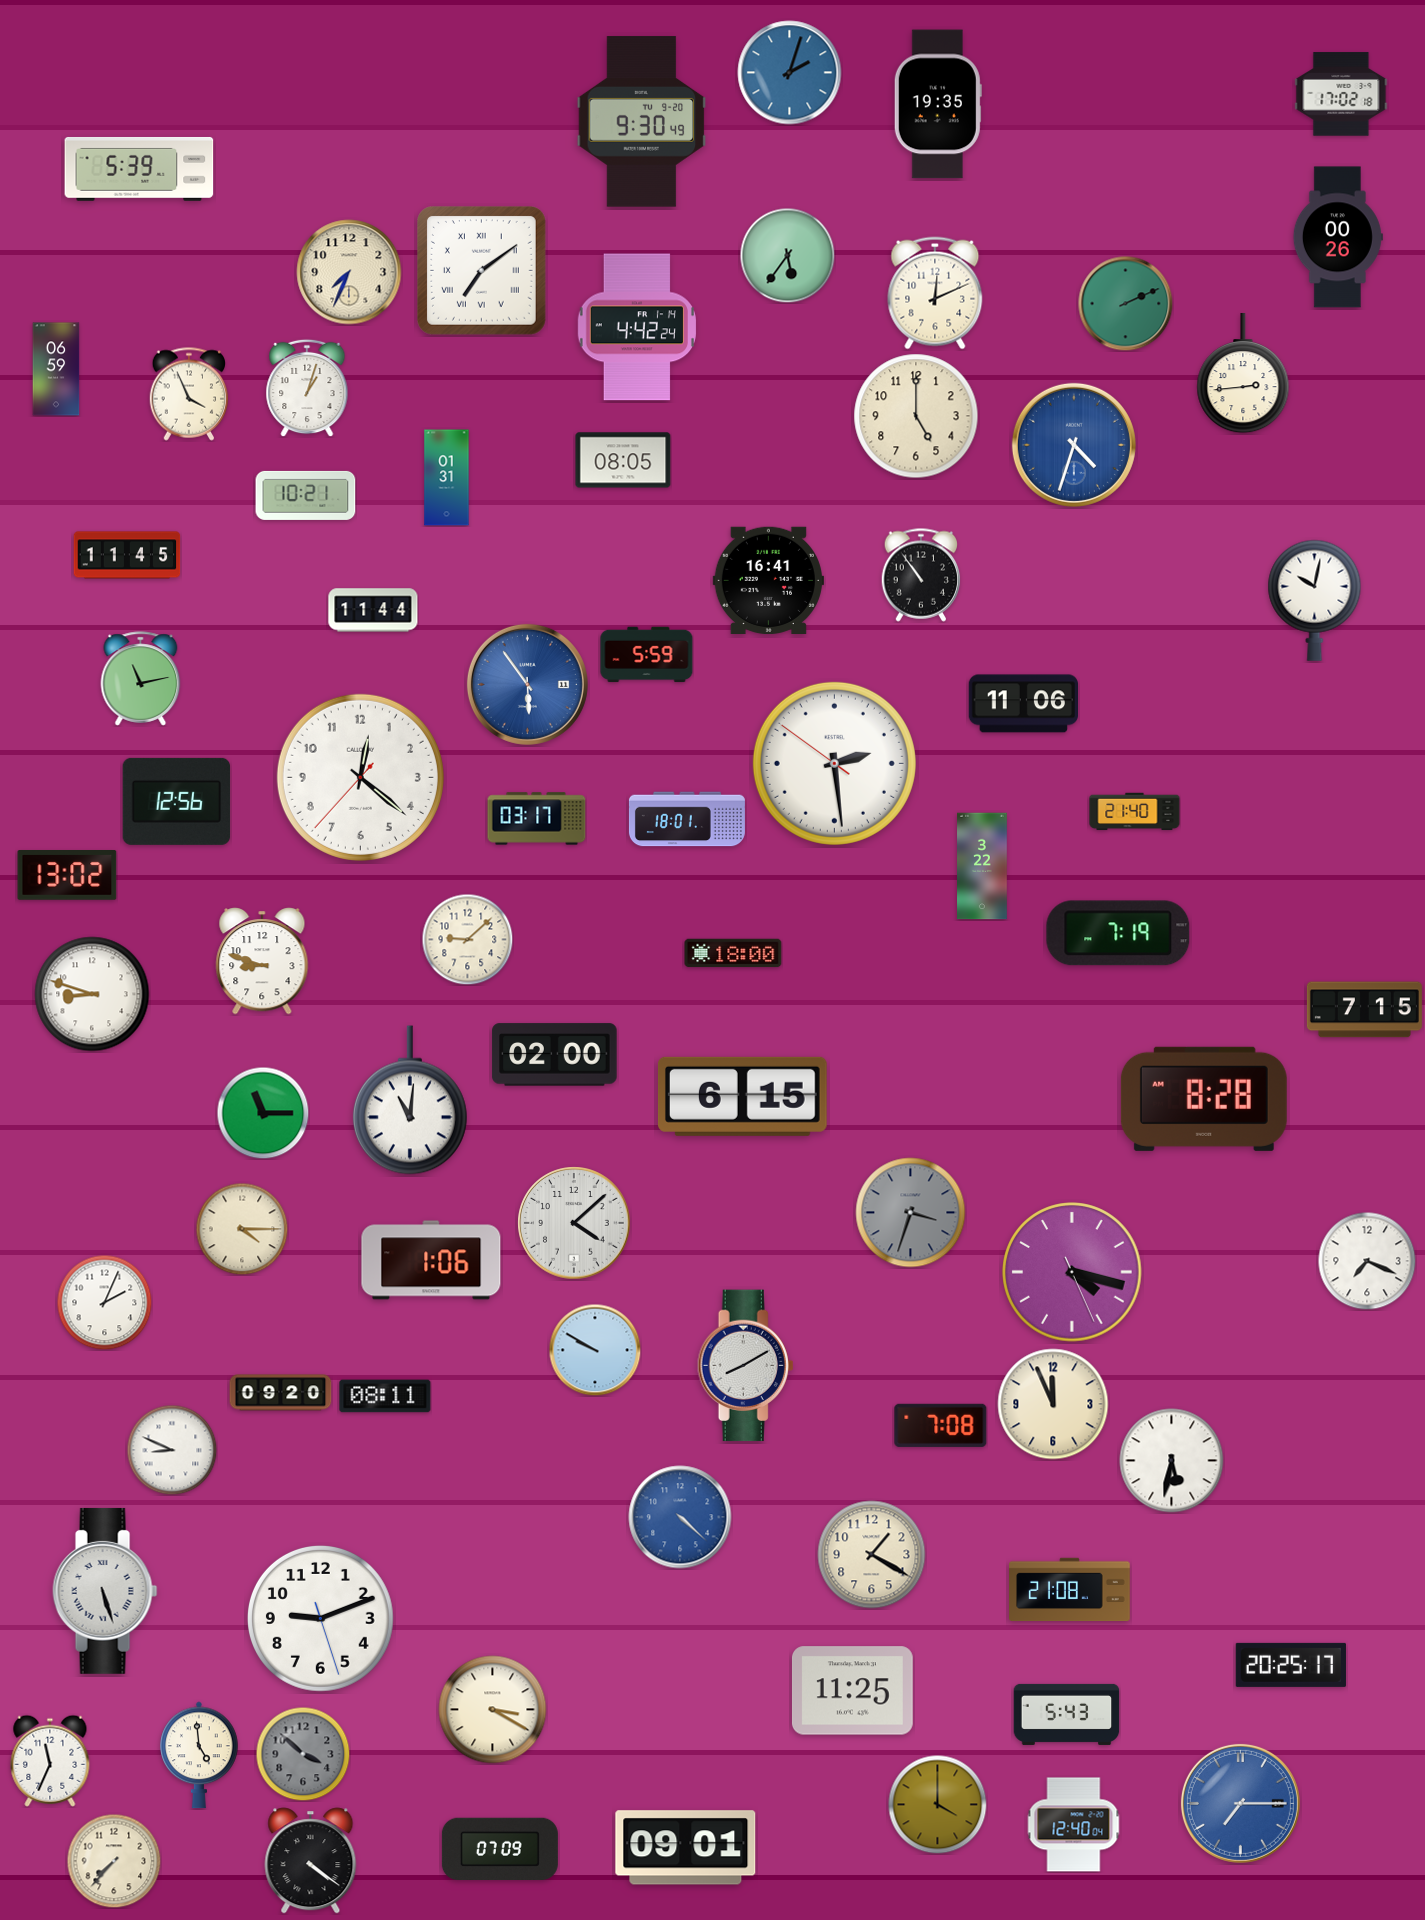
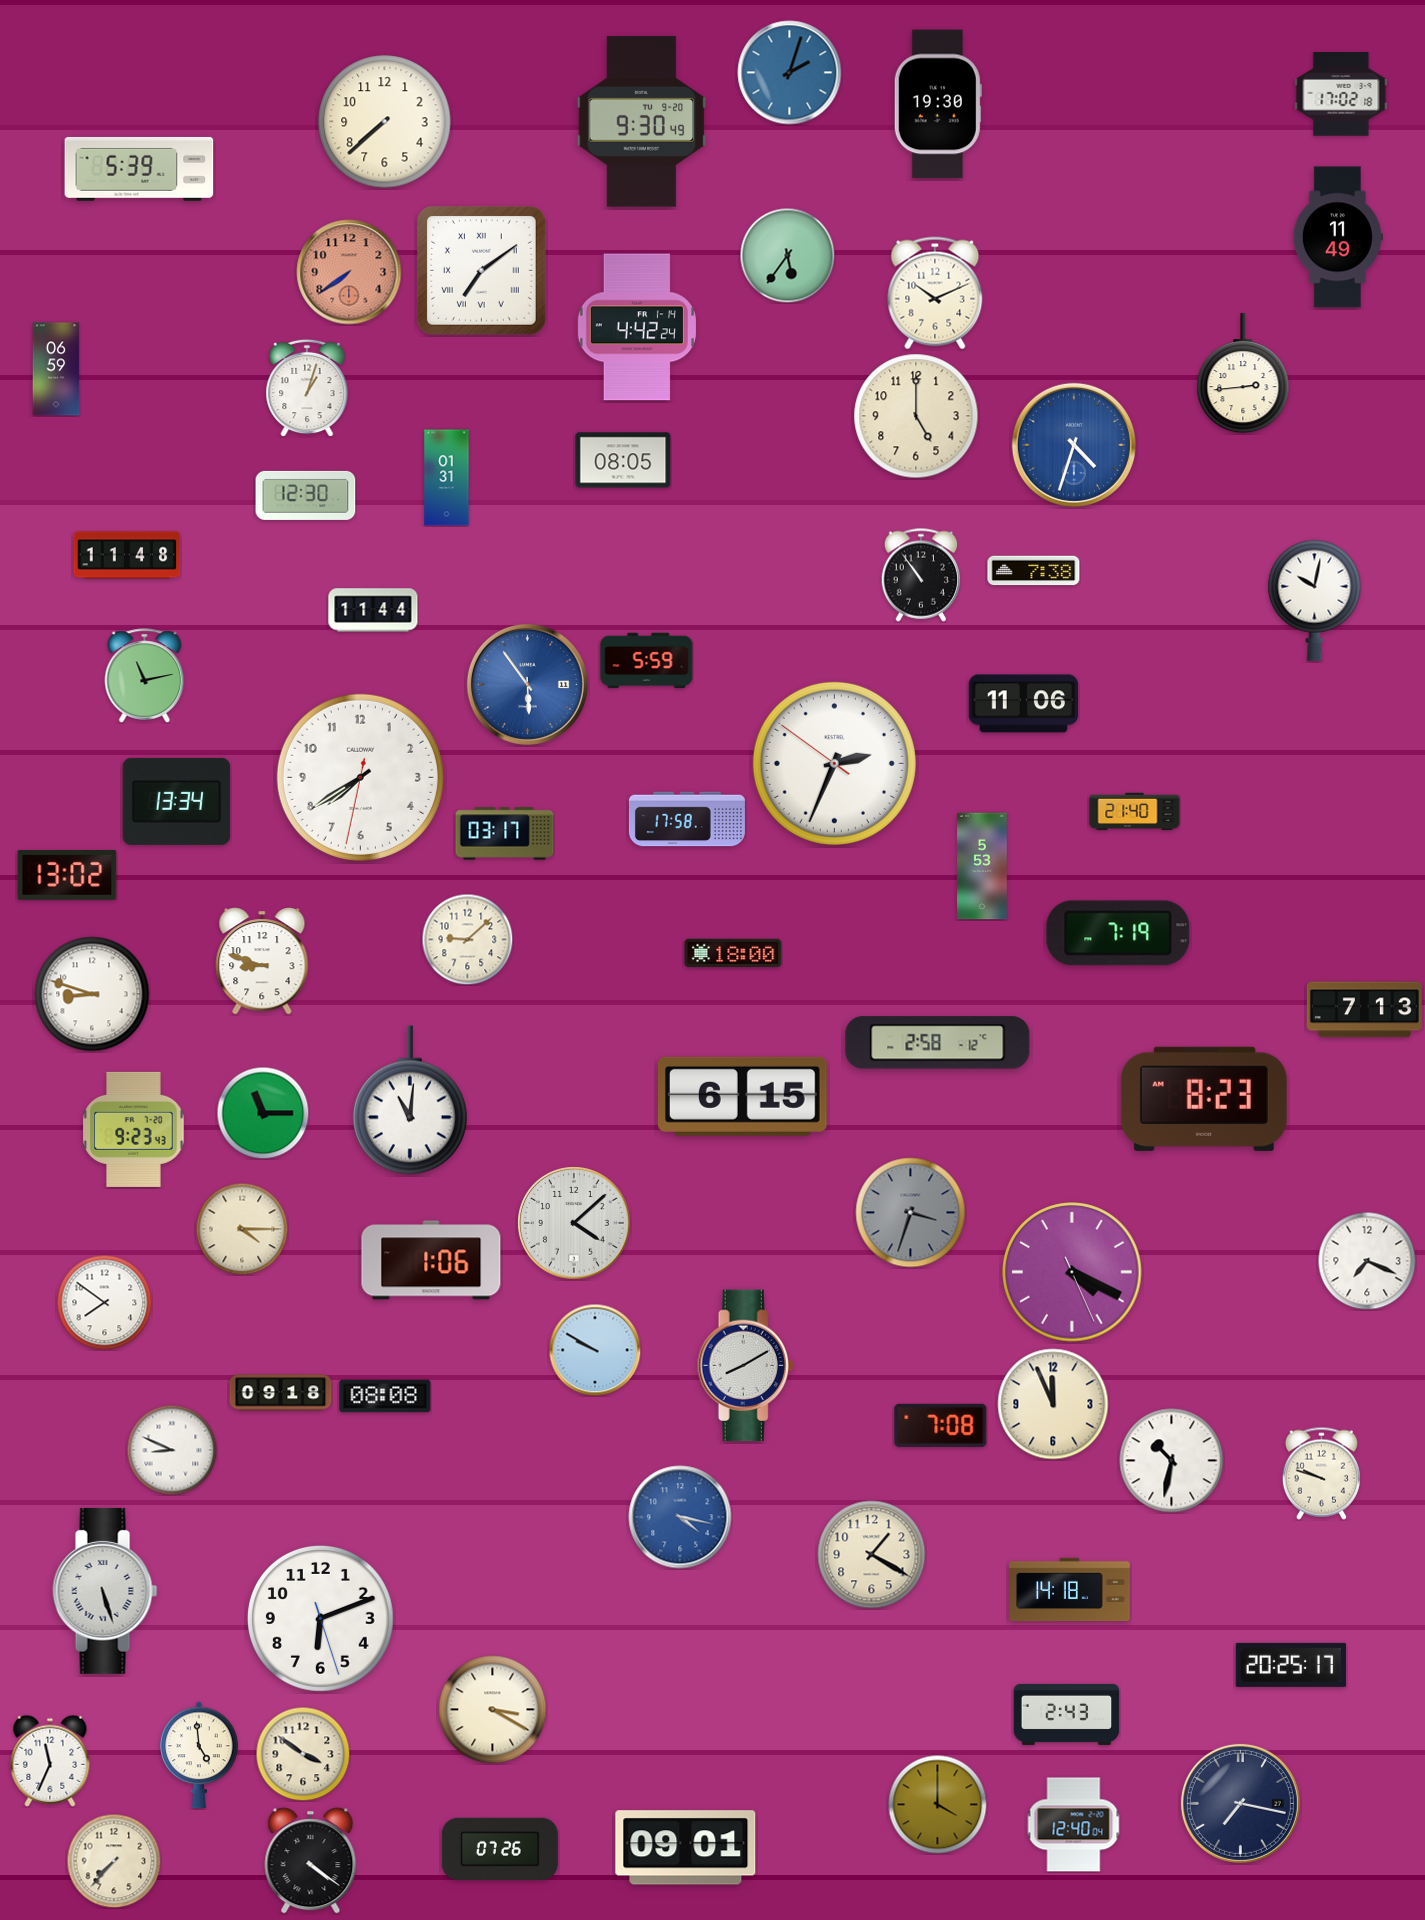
clock at (938, 104): 19:35 -> 19:30
clock at (385, 122): none -> 7:38
clock at (1338, 237): 00:26 -> 11:49
clock at (349, 272): 7:34 -> 7:39
clock at (349, 272) dial: cream -> salmon
clock at (935, 293): 12:11 -> 10:11
clock at (1125, 303): 2:11 -> none
clock at (189, 394): 3:56 -> none
clock at (306, 495): 10:21 -> 12:30
clock at (127, 555): 11:45 -> 11:48
clock at (1034, 571): none -> 7:38
clock at (768, 580): 16:41 -> none
clock at (647, 655) position: (647, 655) -> (647, 661)
clock at (141, 679) position: (141, 679) -> (145, 676)
clock at (834, 763): 2:28 -> 2:33
clock at (360, 777): 12:21 -> 7:39
clock at (177, 801): 12:56 -> 13:34
clock at (537, 819) position: (537, 819) -> (505, 834)
clock at (687, 819): 18:01 -> 17:58
clock at (982, 866): 3:22 -> 5:53
clock at (1364, 1010): 7:15 -> 7:13
clock at (938, 1043): none -> 2:58
clock at (555, 1055): 02:00 -> none
clock at (1204, 1099): 8:28 -> 8:23
clock at (134, 1129): none -> 9:23
clock at (1072, 1272): 4:17 -> 4:19
clock at (104, 1302): 2:04 -> 7:51
clock at (281, 1393): 09:20 -> 09:18
clock at (385, 1396): 08:11 -> 08:08
clock at (1172, 1461): 5:32 -> 10:32
clock at (1321, 1473): none -> 9:48
clock at (680, 1517): 4:22 -> 4:17
clock at (1070, 1590): 21:08 -> 14:18
clock at (320, 1618): 9:11 -> 6:11
clock at (852, 1691): 11:25 -> none
clock at (1067, 1714): 5:43 -> 2:43
clock at (303, 1754): 3:52 -> 3:51
clock at (303, 1754) dial: grey -> cream
clock at (1240, 1803): 7:15 -> 7:17
clock at (1240, 1803) dial: blue -> navy
clock at (500, 1848): 07:09 -> 07:26
